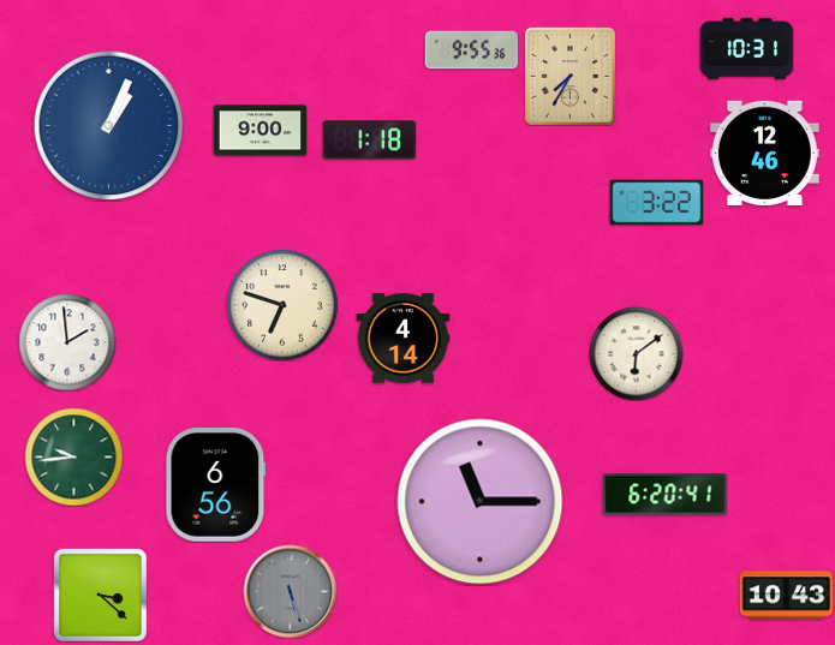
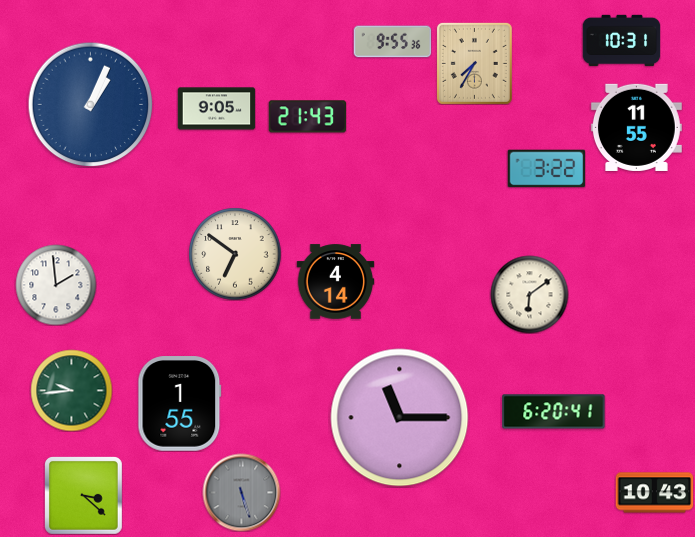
clock at (260, 131): 9:00 -> 9:05
clock at (369, 141): 1:18 -> 21:43
clock at (764, 153): 12:46 -> 11:55
clock at (282, 305): 6:48 -> 6:51
clock at (73, 456) position: (73, 456) -> (71, 390)
clock at (216, 485): 6:56 -> 1:55
clock at (786, 596) position: (786, 596) -> (654, 493)
